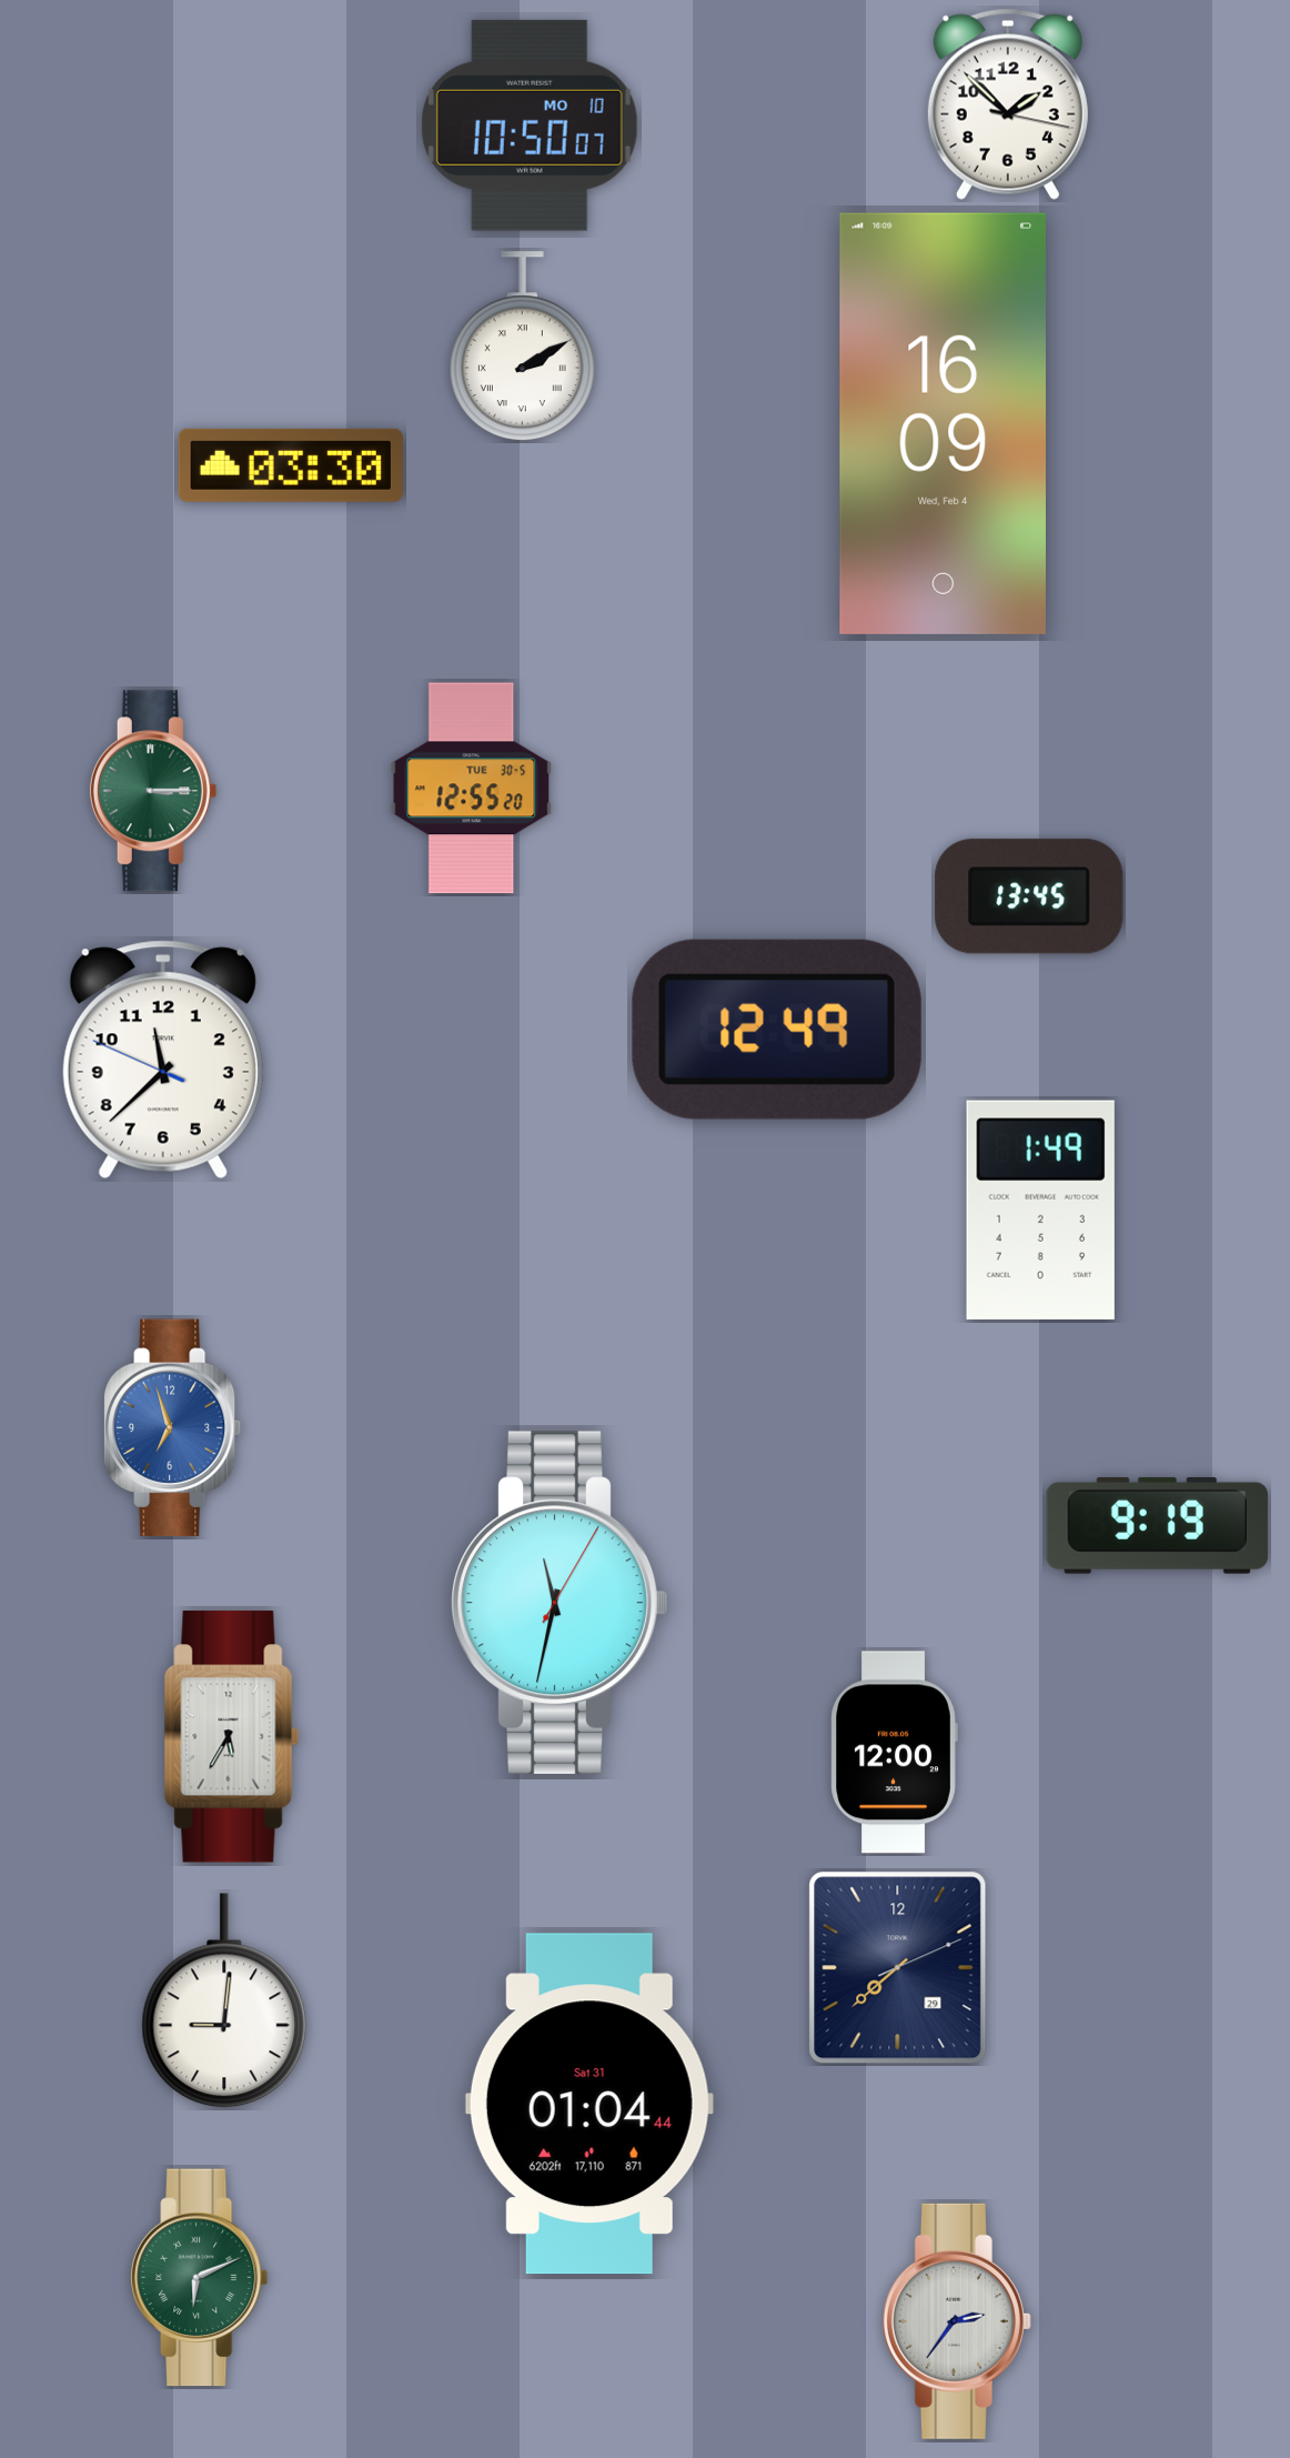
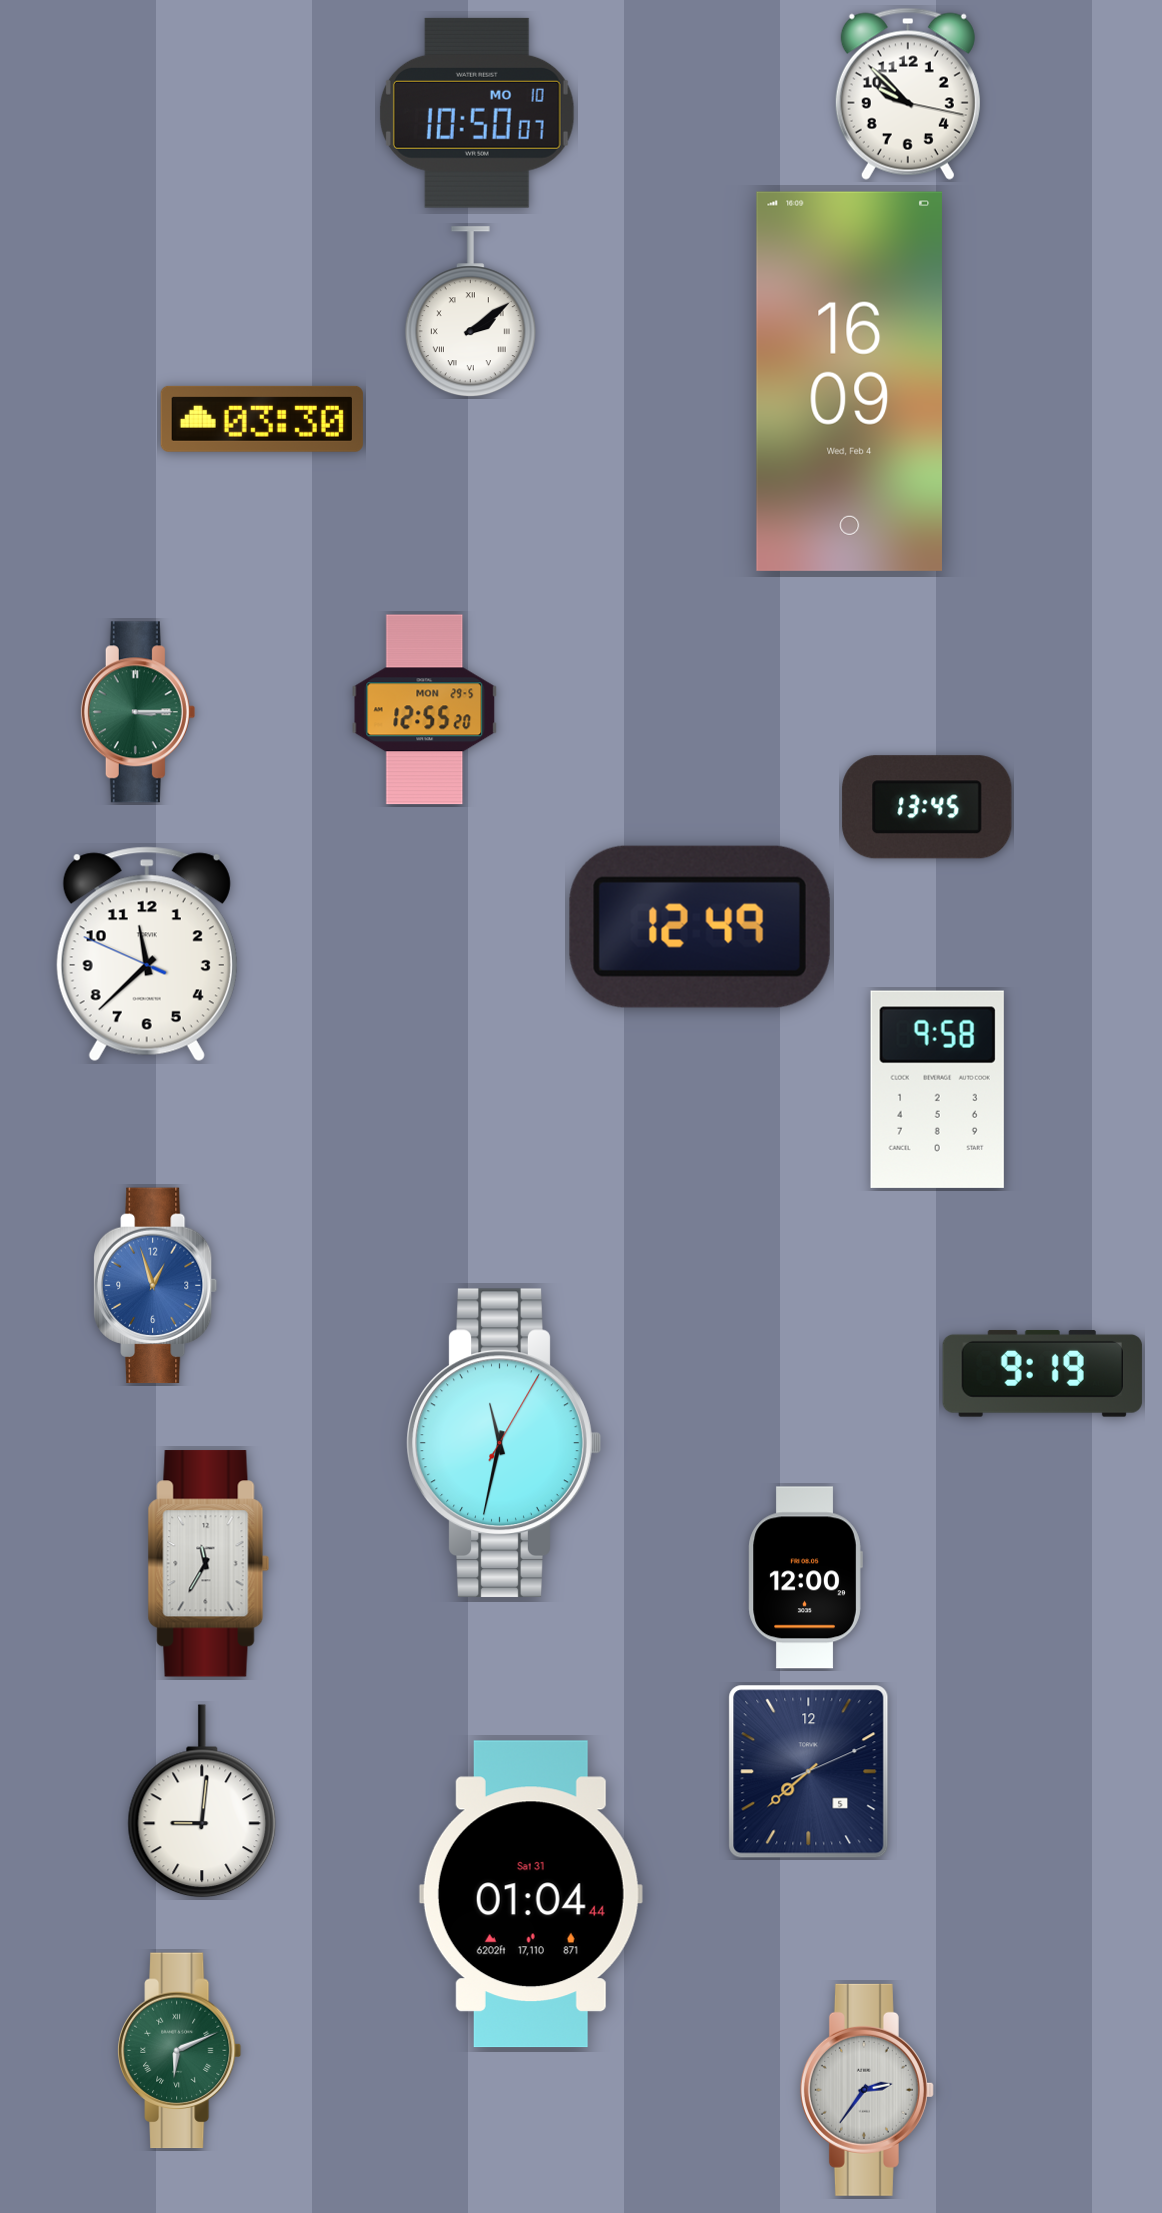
clock at (1008, 104): 1:52 -> 9:52
clock at (522, 347): 2:10 -> 2:09
clock at (472, 789) date: TUE 30-5 -> MON 29-5
clock at (1040, 1210): 1:49 -> 9:58
clock at (173, 1428): 6:57 -> 12:57
clock at (232, 1737): 5:35 -> 11:35
clock at (898, 1968) date: 29 -> 5
clock at (957, 2321) position: (957, 2321) -> (867, 2090)
